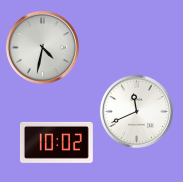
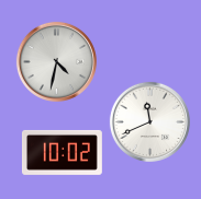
clock at (42, 47) position: (42, 47) -> (56, 61)
clock at (56, 142) position: (56, 142) -> (62, 152)
